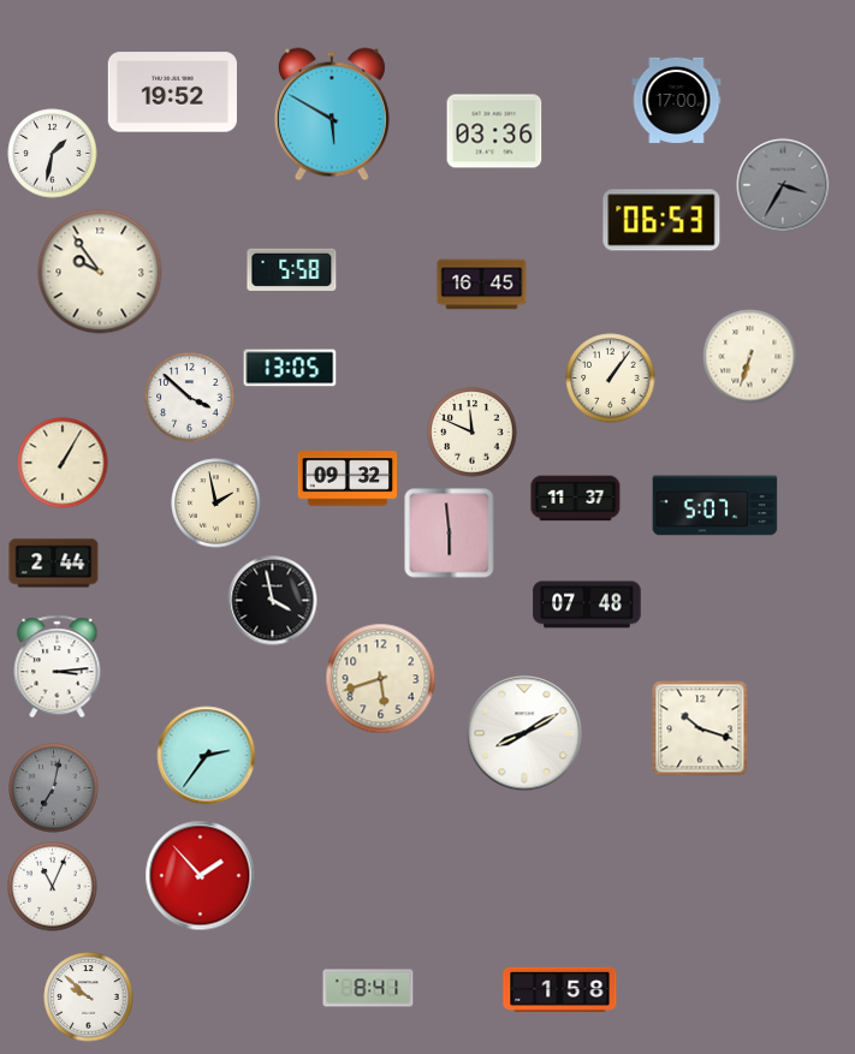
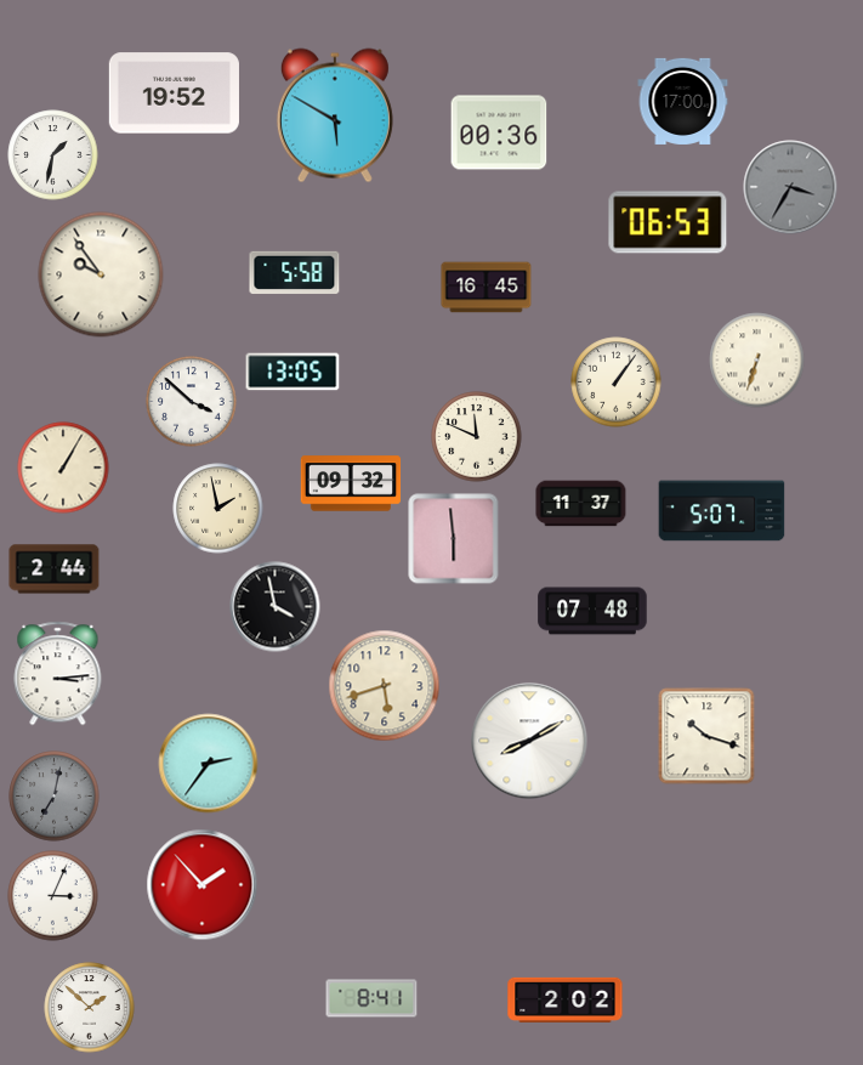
clock at (494, 131): 03:36 -> 00:36
clock at (53, 887): 11:04 -> 3:04
clock at (560, 989): 1:58 -> 2:02
clock at (89, 998): 9:52 -> 1:52
